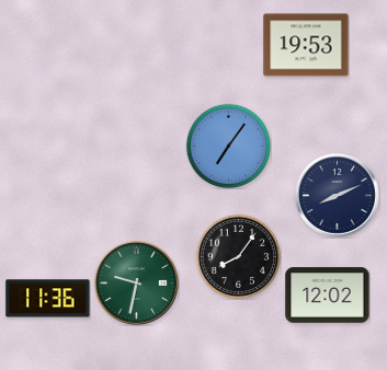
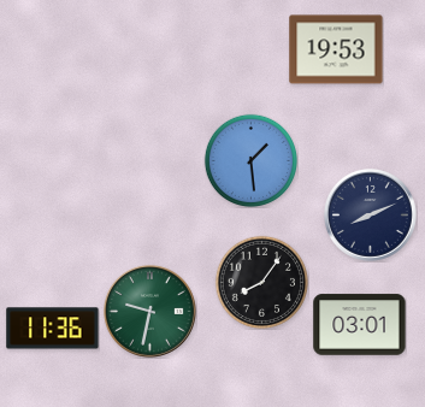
clock at (228, 146): 7:06 -> 1:29
clock at (328, 296): 12:02 -> 03:01
